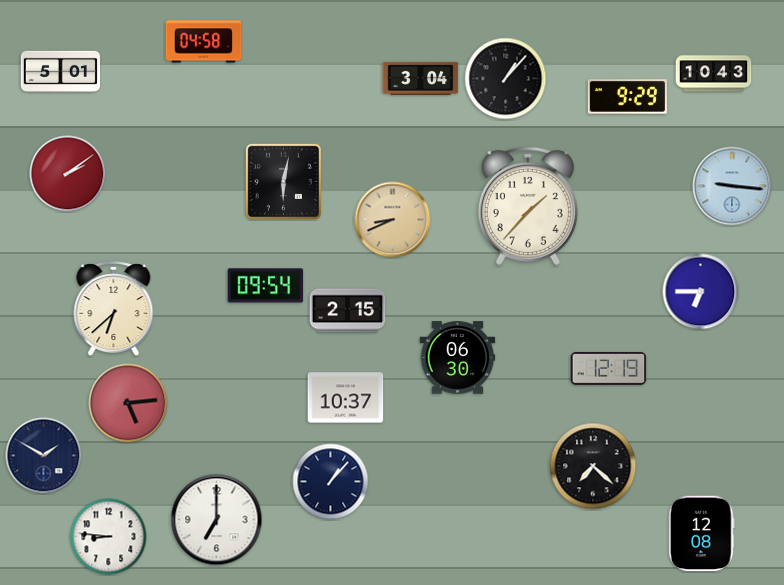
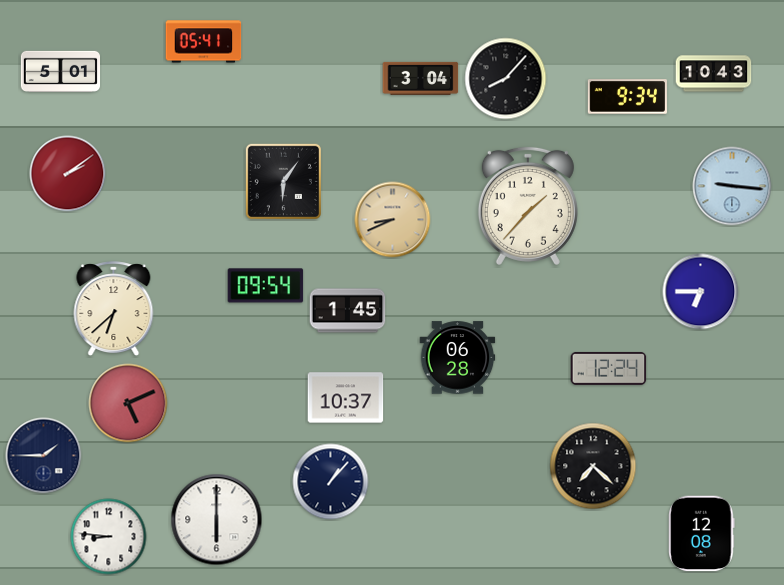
clock at (204, 42): 04:58 -> 05:41
clock at (506, 79): 1:07 -> 8:07
clock at (627, 97): 9:29 -> 9:34
clock at (283, 181): 6:02 -> 6:06
clock at (348, 311): 2:15 -> 1:45
clock at (458, 358): 06:30 -> 06:28
clock at (609, 369): 12:19 -> 12:24
clock at (128, 403): 5:14 -> 5:11
clock at (44, 456): 1:50 -> 1:45
clock at (217, 520): 7:00 -> 6:00
